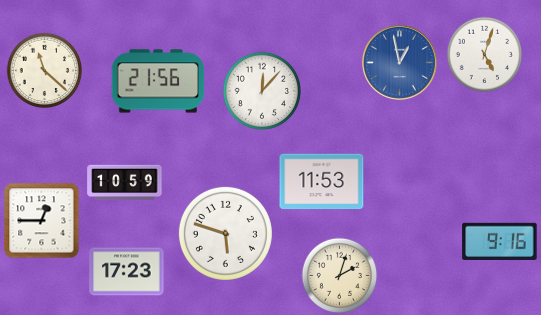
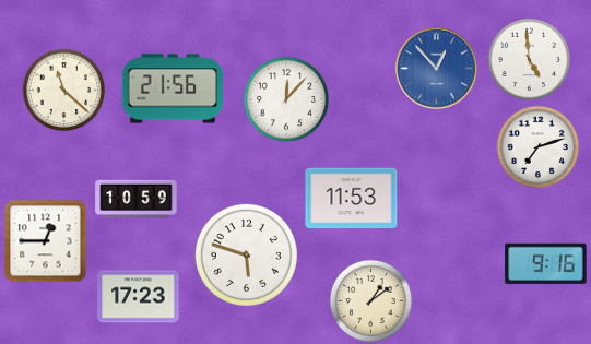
clock at (485, 55): 5:03 -> 4:59
clock at (399, 62): 12:58 -> 12:53
clock at (45, 71) position: (45, 71) -> (64, 91)
clock at (539, 147): none -> 7:12
clock at (340, 276): 2:03 -> 1:09
